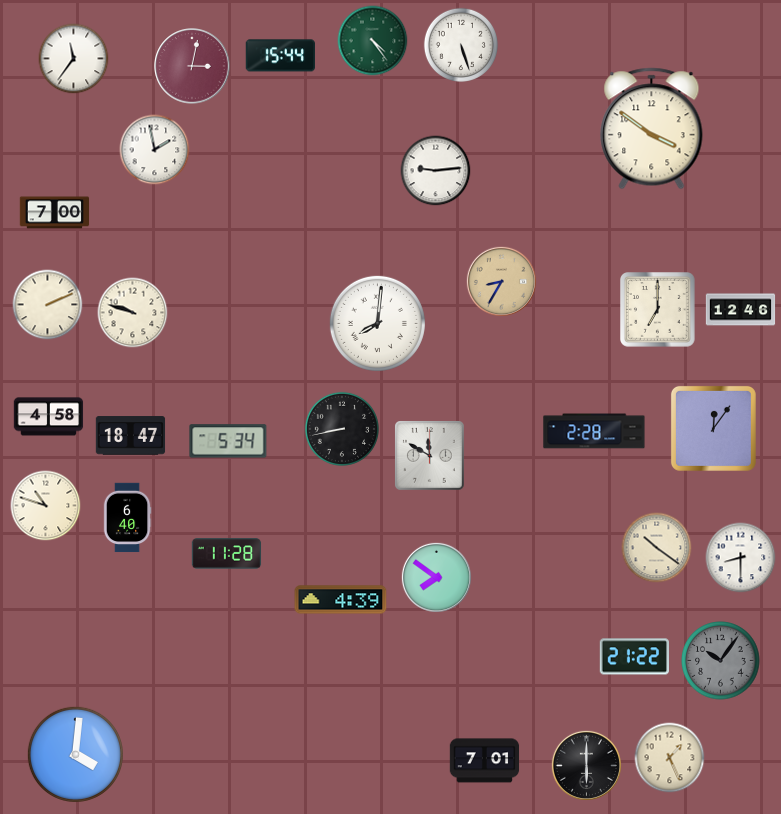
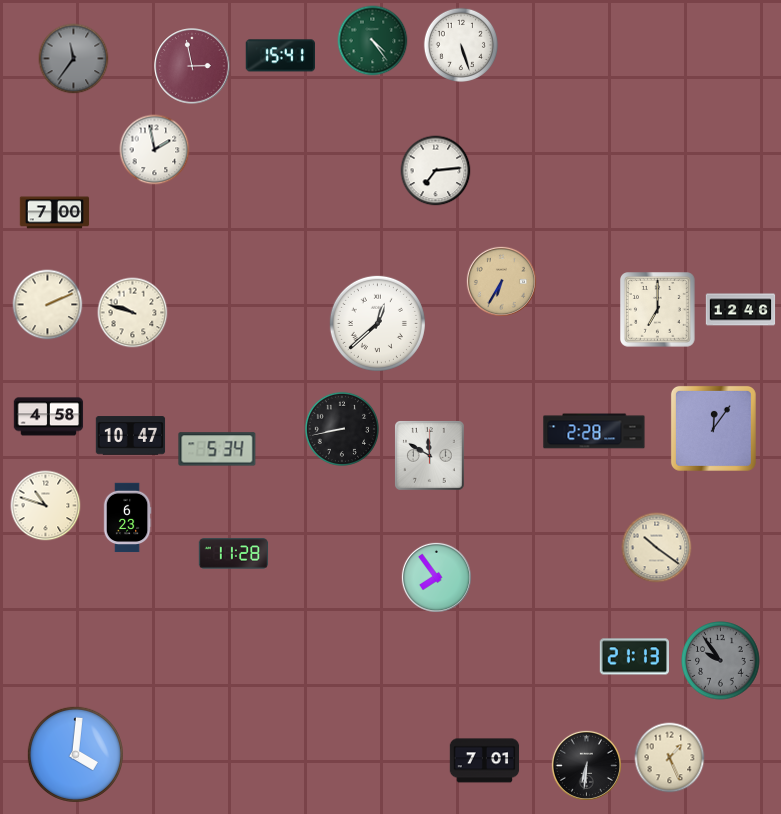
clock at (280, 56): 15:44 -> 15:41
clock at (74, 59) dial: white -> grey
clock at (192, 66): 3:02 -> 2:58
clock at (652, 129): 3:51 -> none
clock at (436, 171): 9:14 -> 7:14
clock at (501, 281): 8:35 -> 6:35
clock at (377, 323): 8:01 -> 12:38
clock at (131, 436): 18:47 -> 10:47
clock at (228, 441) position: (228, 441) -> (217, 449)
clock at (127, 518): 6:40 -> 6:23
clock at (227, 554) position: (227, 554) -> (234, 554)
clock at (741, 558): 8:30 -> none
clock at (436, 577): 7:51 -> 7:54
clock at (341, 600): 4:39 -> none
clock at (635, 657): 21:22 -> 21:13
clock at (721, 661): 10:06 -> 9:54
clock at (586, 765): 6:00 -> 6:31
